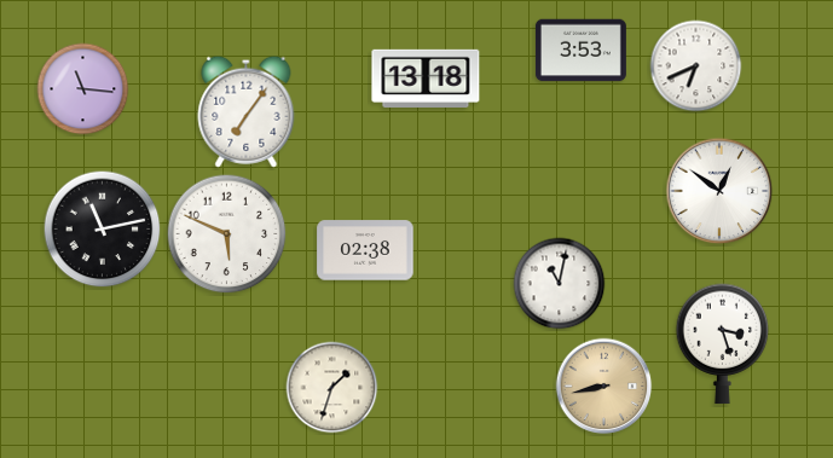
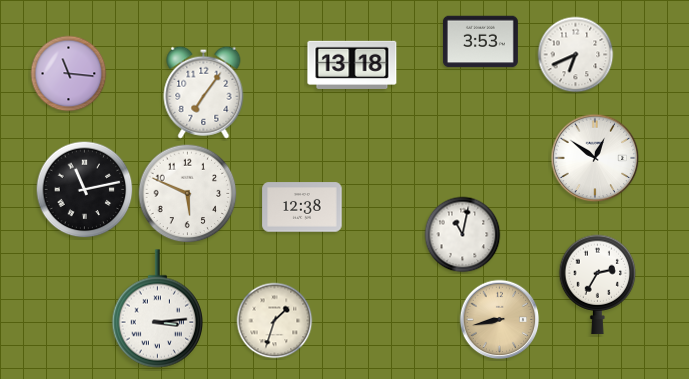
clock at (365, 250): 02:38 -> 12:38
clock at (723, 344): 3:27 -> 2:35
clock at (157, 309): none -> 3:14
